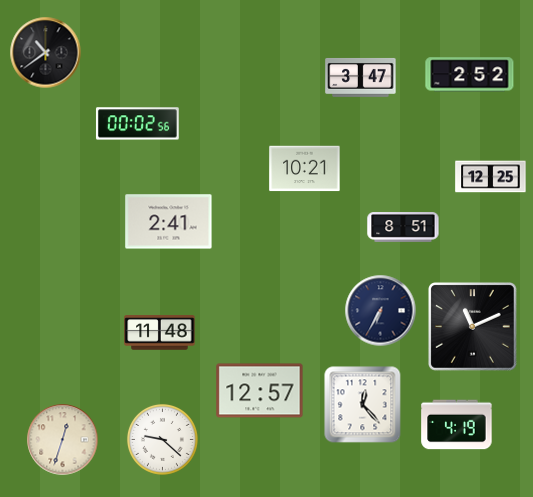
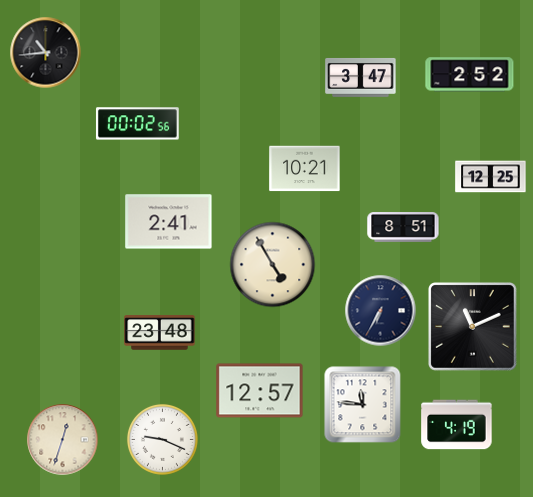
clock at (46, 53): 10:39 -> 10:44
clock at (273, 265): none -> 4:55
clock at (160, 333): 11:48 -> 23:48
clock at (363, 405): 12:23 -> 11:46
clock at (162, 439): 9:22 -> 9:19
